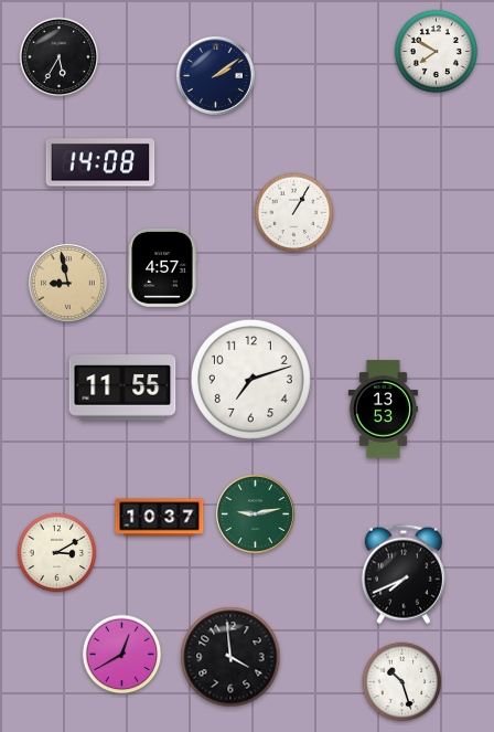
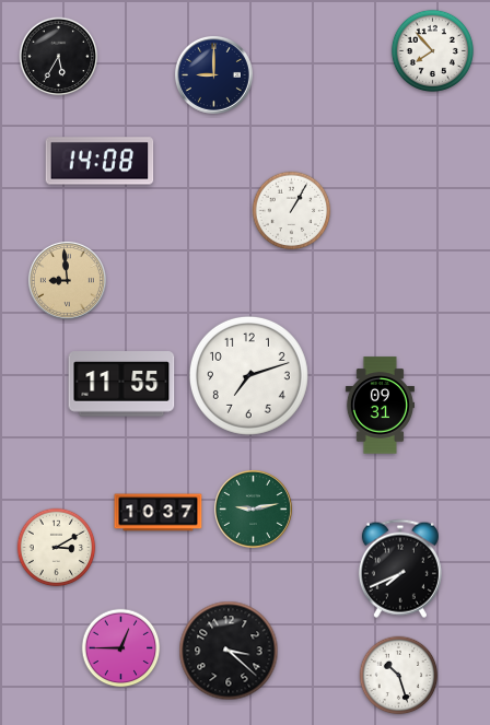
clock at (436, 51): 7:50 -> 7:53
clock at (215, 75): 2:09 -> 9:00
clock at (162, 267): 4:57 -> none
clock at (67, 283): 8:58 -> 8:59
clock at (383, 410): 13:53 -> 09:31
clock at (122, 655): 12:40 -> 12:45
clock at (230, 657): 3:59 -> 3:22
